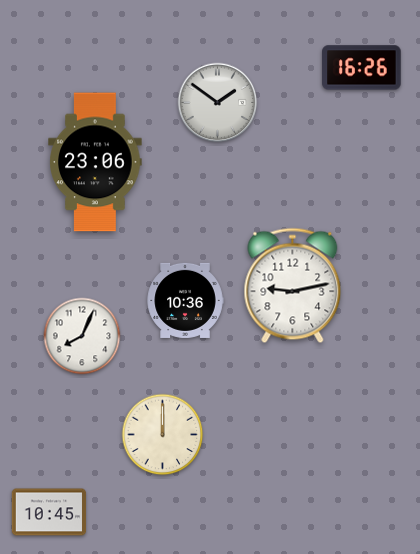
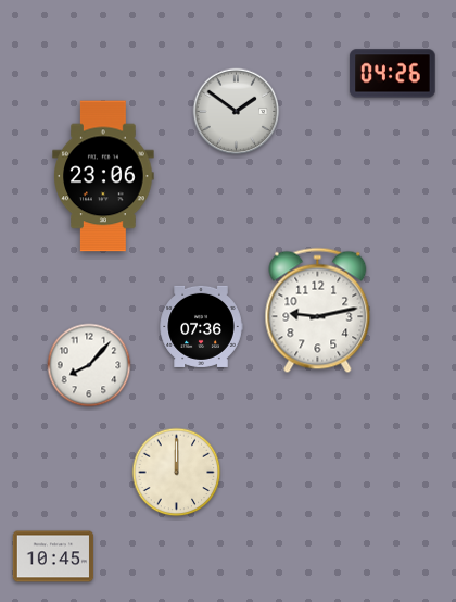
clock at (362, 68): 16:26 -> 04:26
clock at (185, 300): 10:36 -> 07:36
clock at (82, 336): 8:04 -> 8:07
